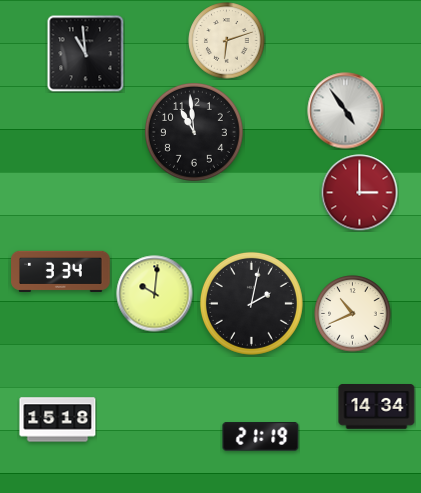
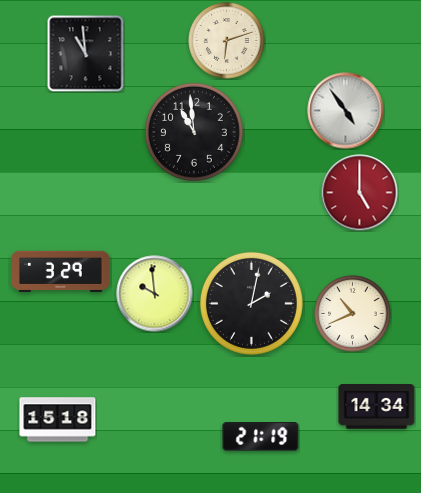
clock at (360, 193): 3:00 -> 5:00
clock at (61, 271): 3:34 -> 3:29
clock at (155, 294): 10:01 -> 9:59
